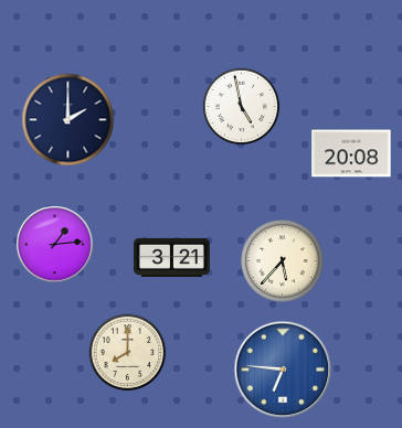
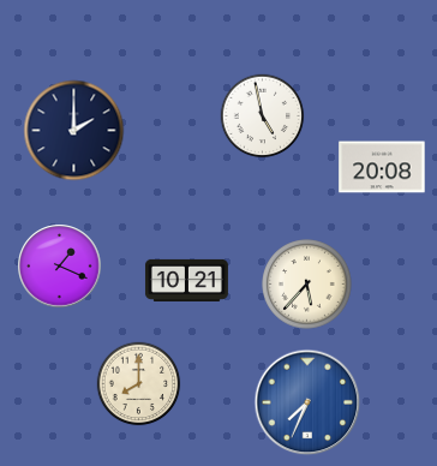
clock at (55, 245): 1:14 -> 1:19
clock at (171, 257): 3:21 -> 10:21
clock at (283, 370): 6:46 -> 7:34
